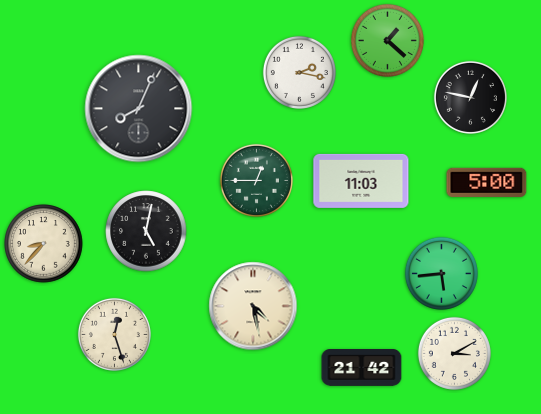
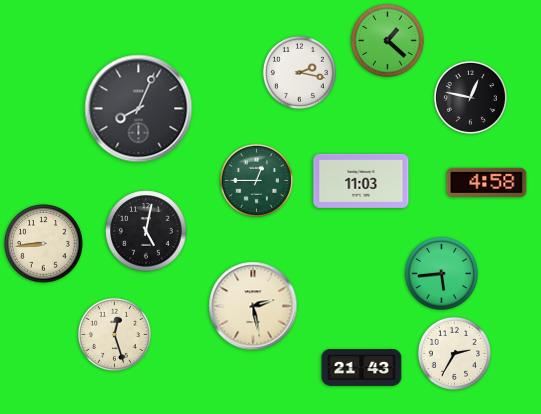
clock at (487, 182): 5:00 -> 4:58
clock at (44, 244): 8:37 -> 8:44
clock at (253, 306): 4:28 -> 2:28
clock at (454, 353): 3:10 -> 2:35
clock at (362, 368): 21:42 -> 21:43
